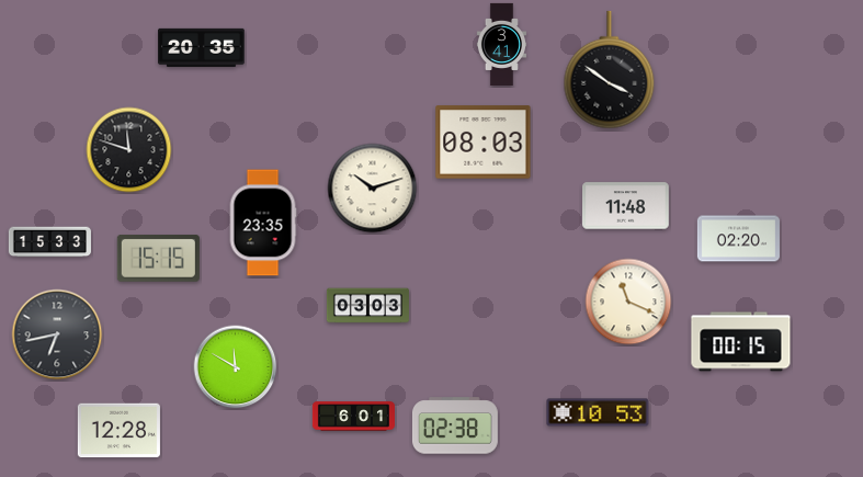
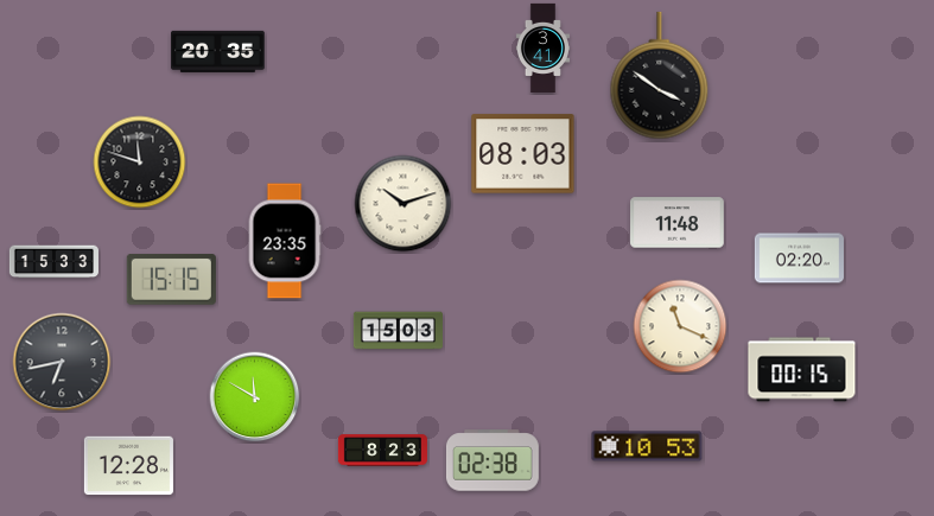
clock at (367, 306): 03:03 -> 15:03
clock at (353, 417): 6:01 -> 8:23
